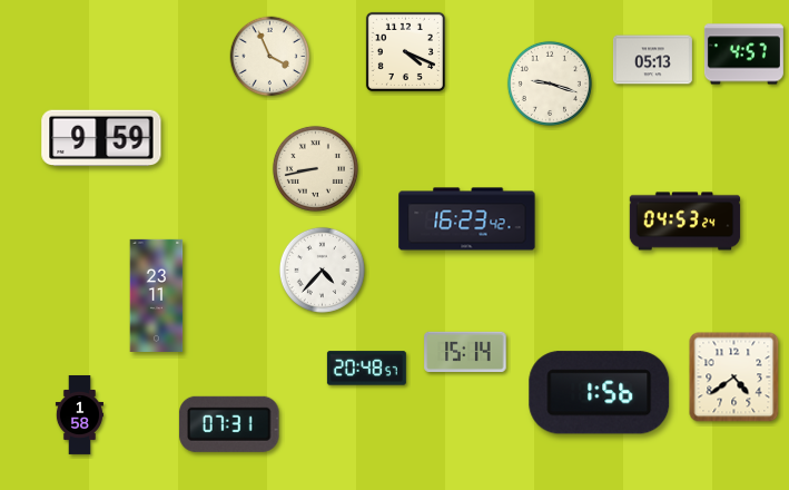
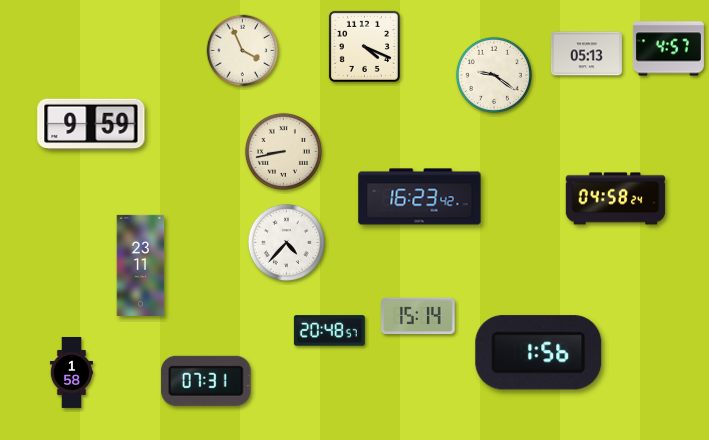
clock at (550, 84): 9:18 -> 9:21
clock at (686, 222): 04:53 -> 04:58
clock at (322, 269) position: (322, 269) -> (286, 242)
clock at (734, 378): 4:39 -> none
